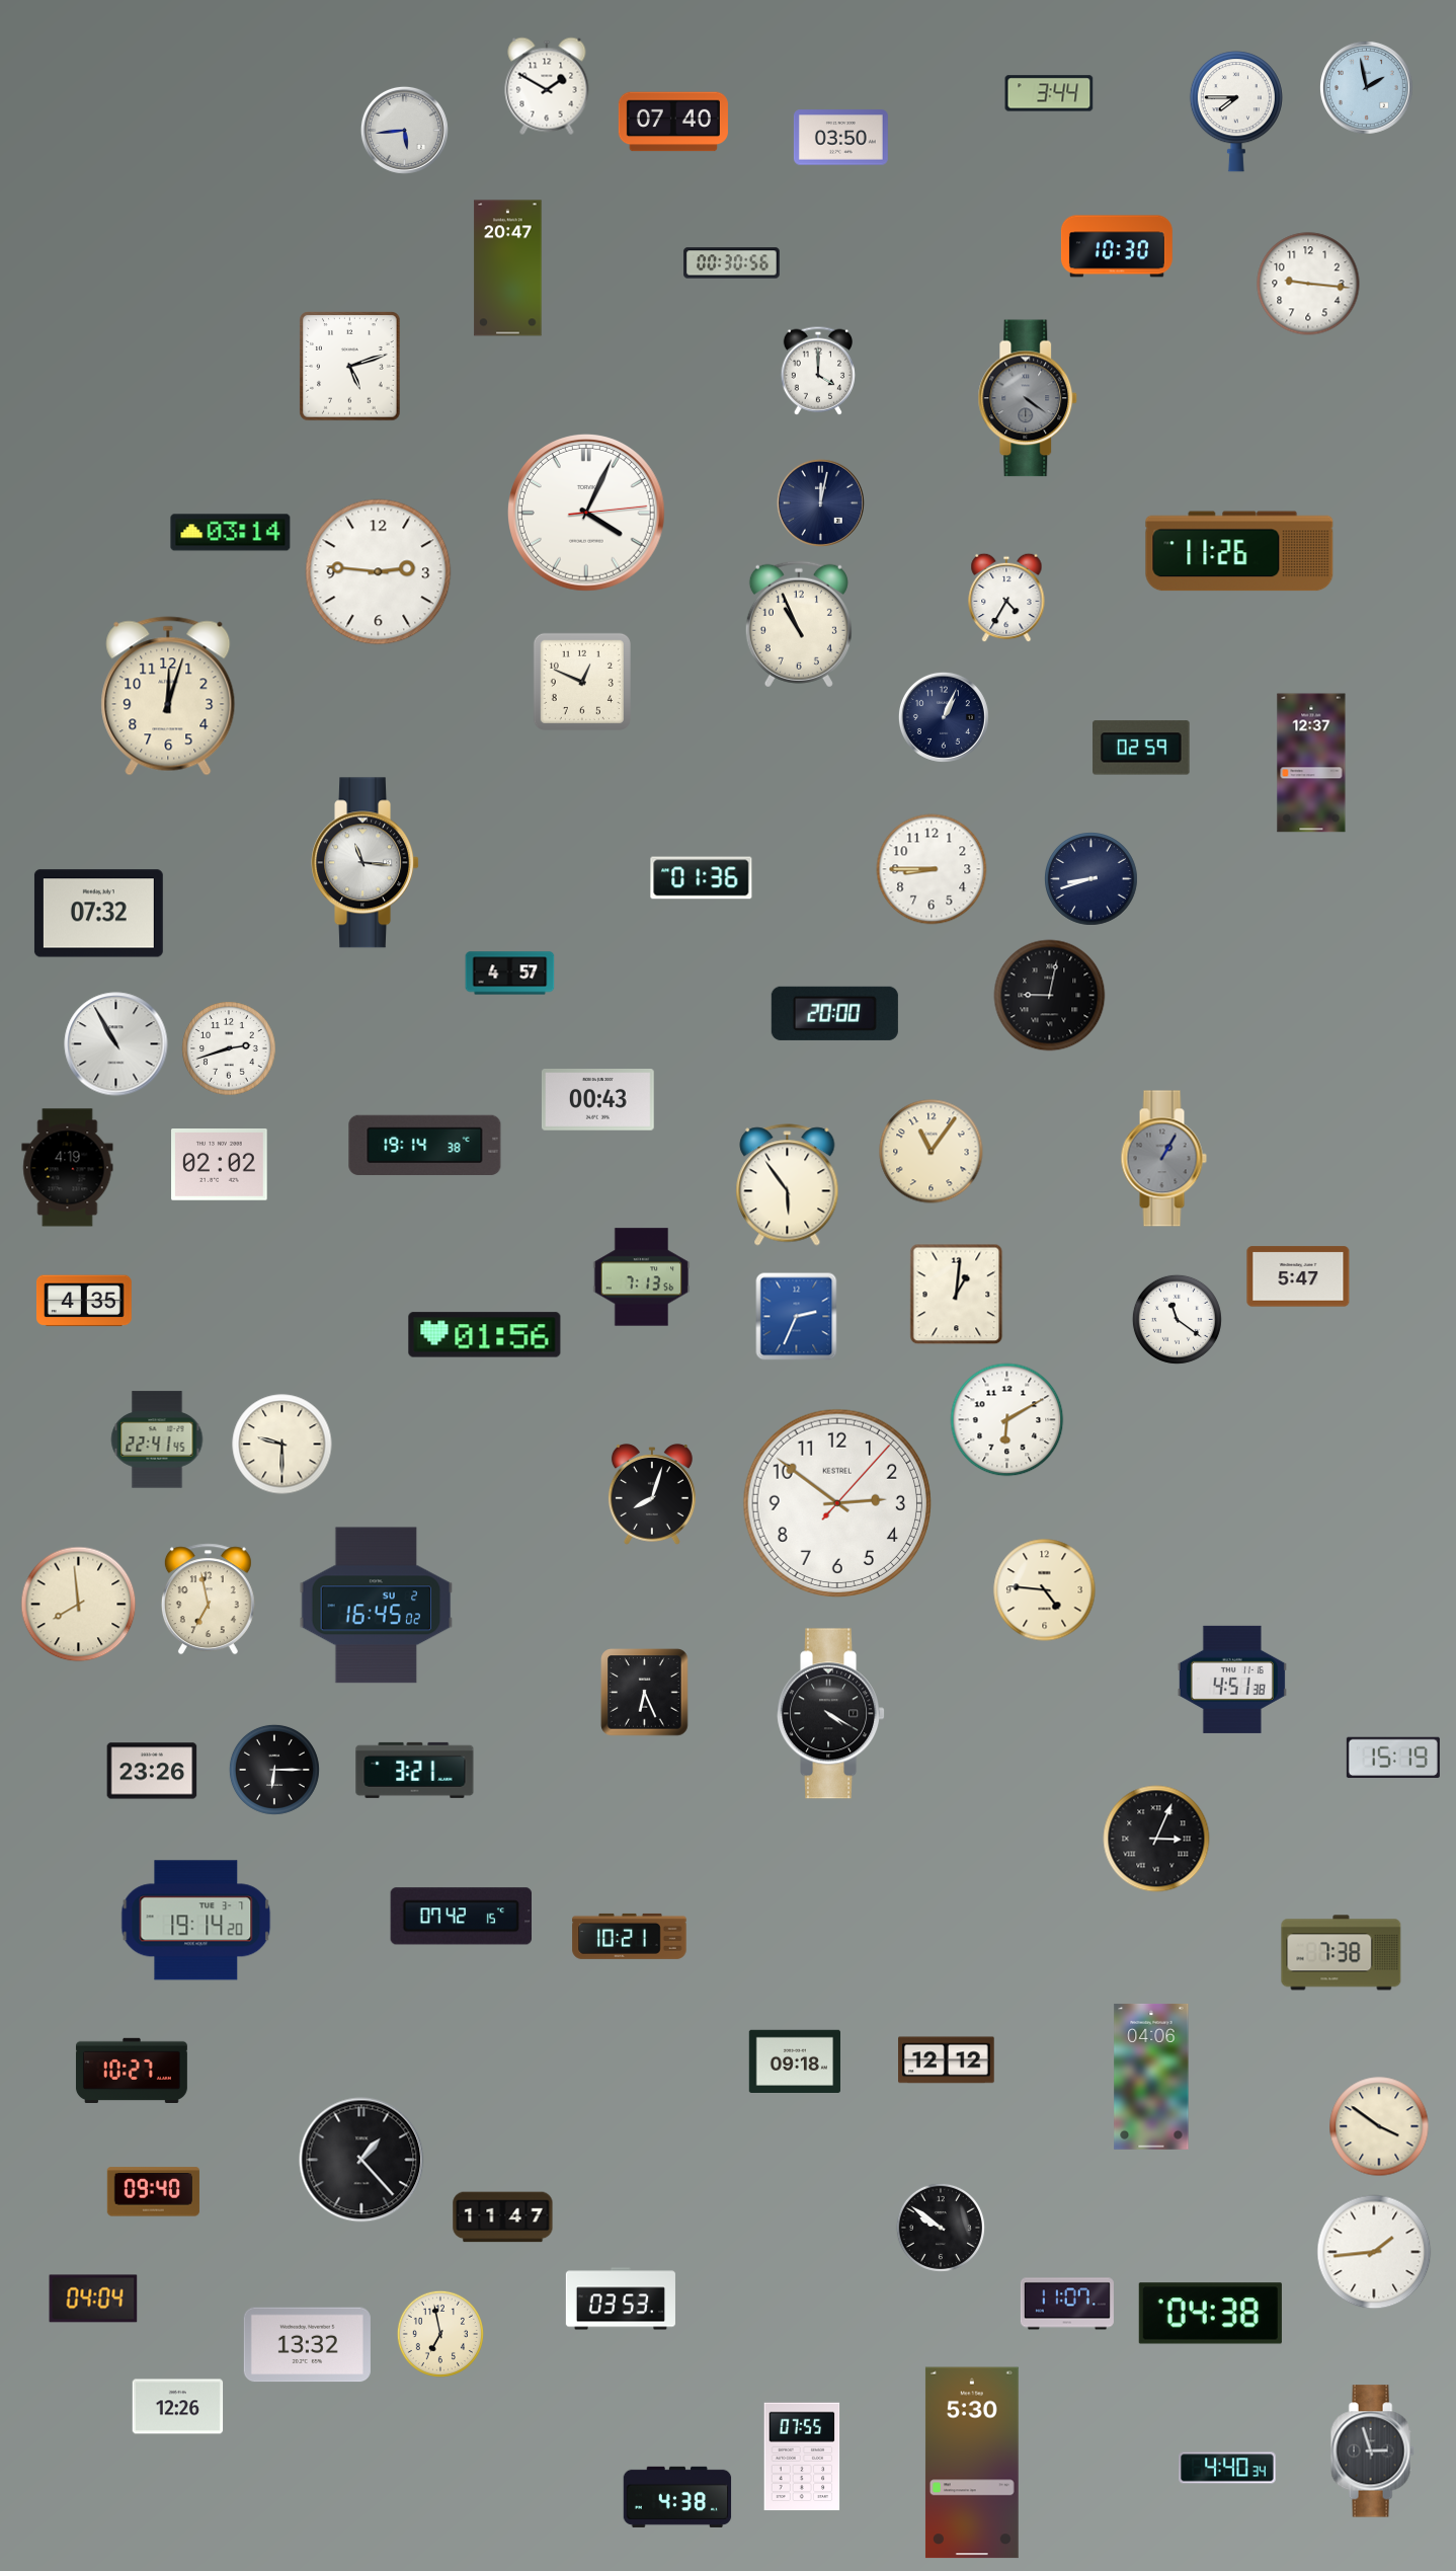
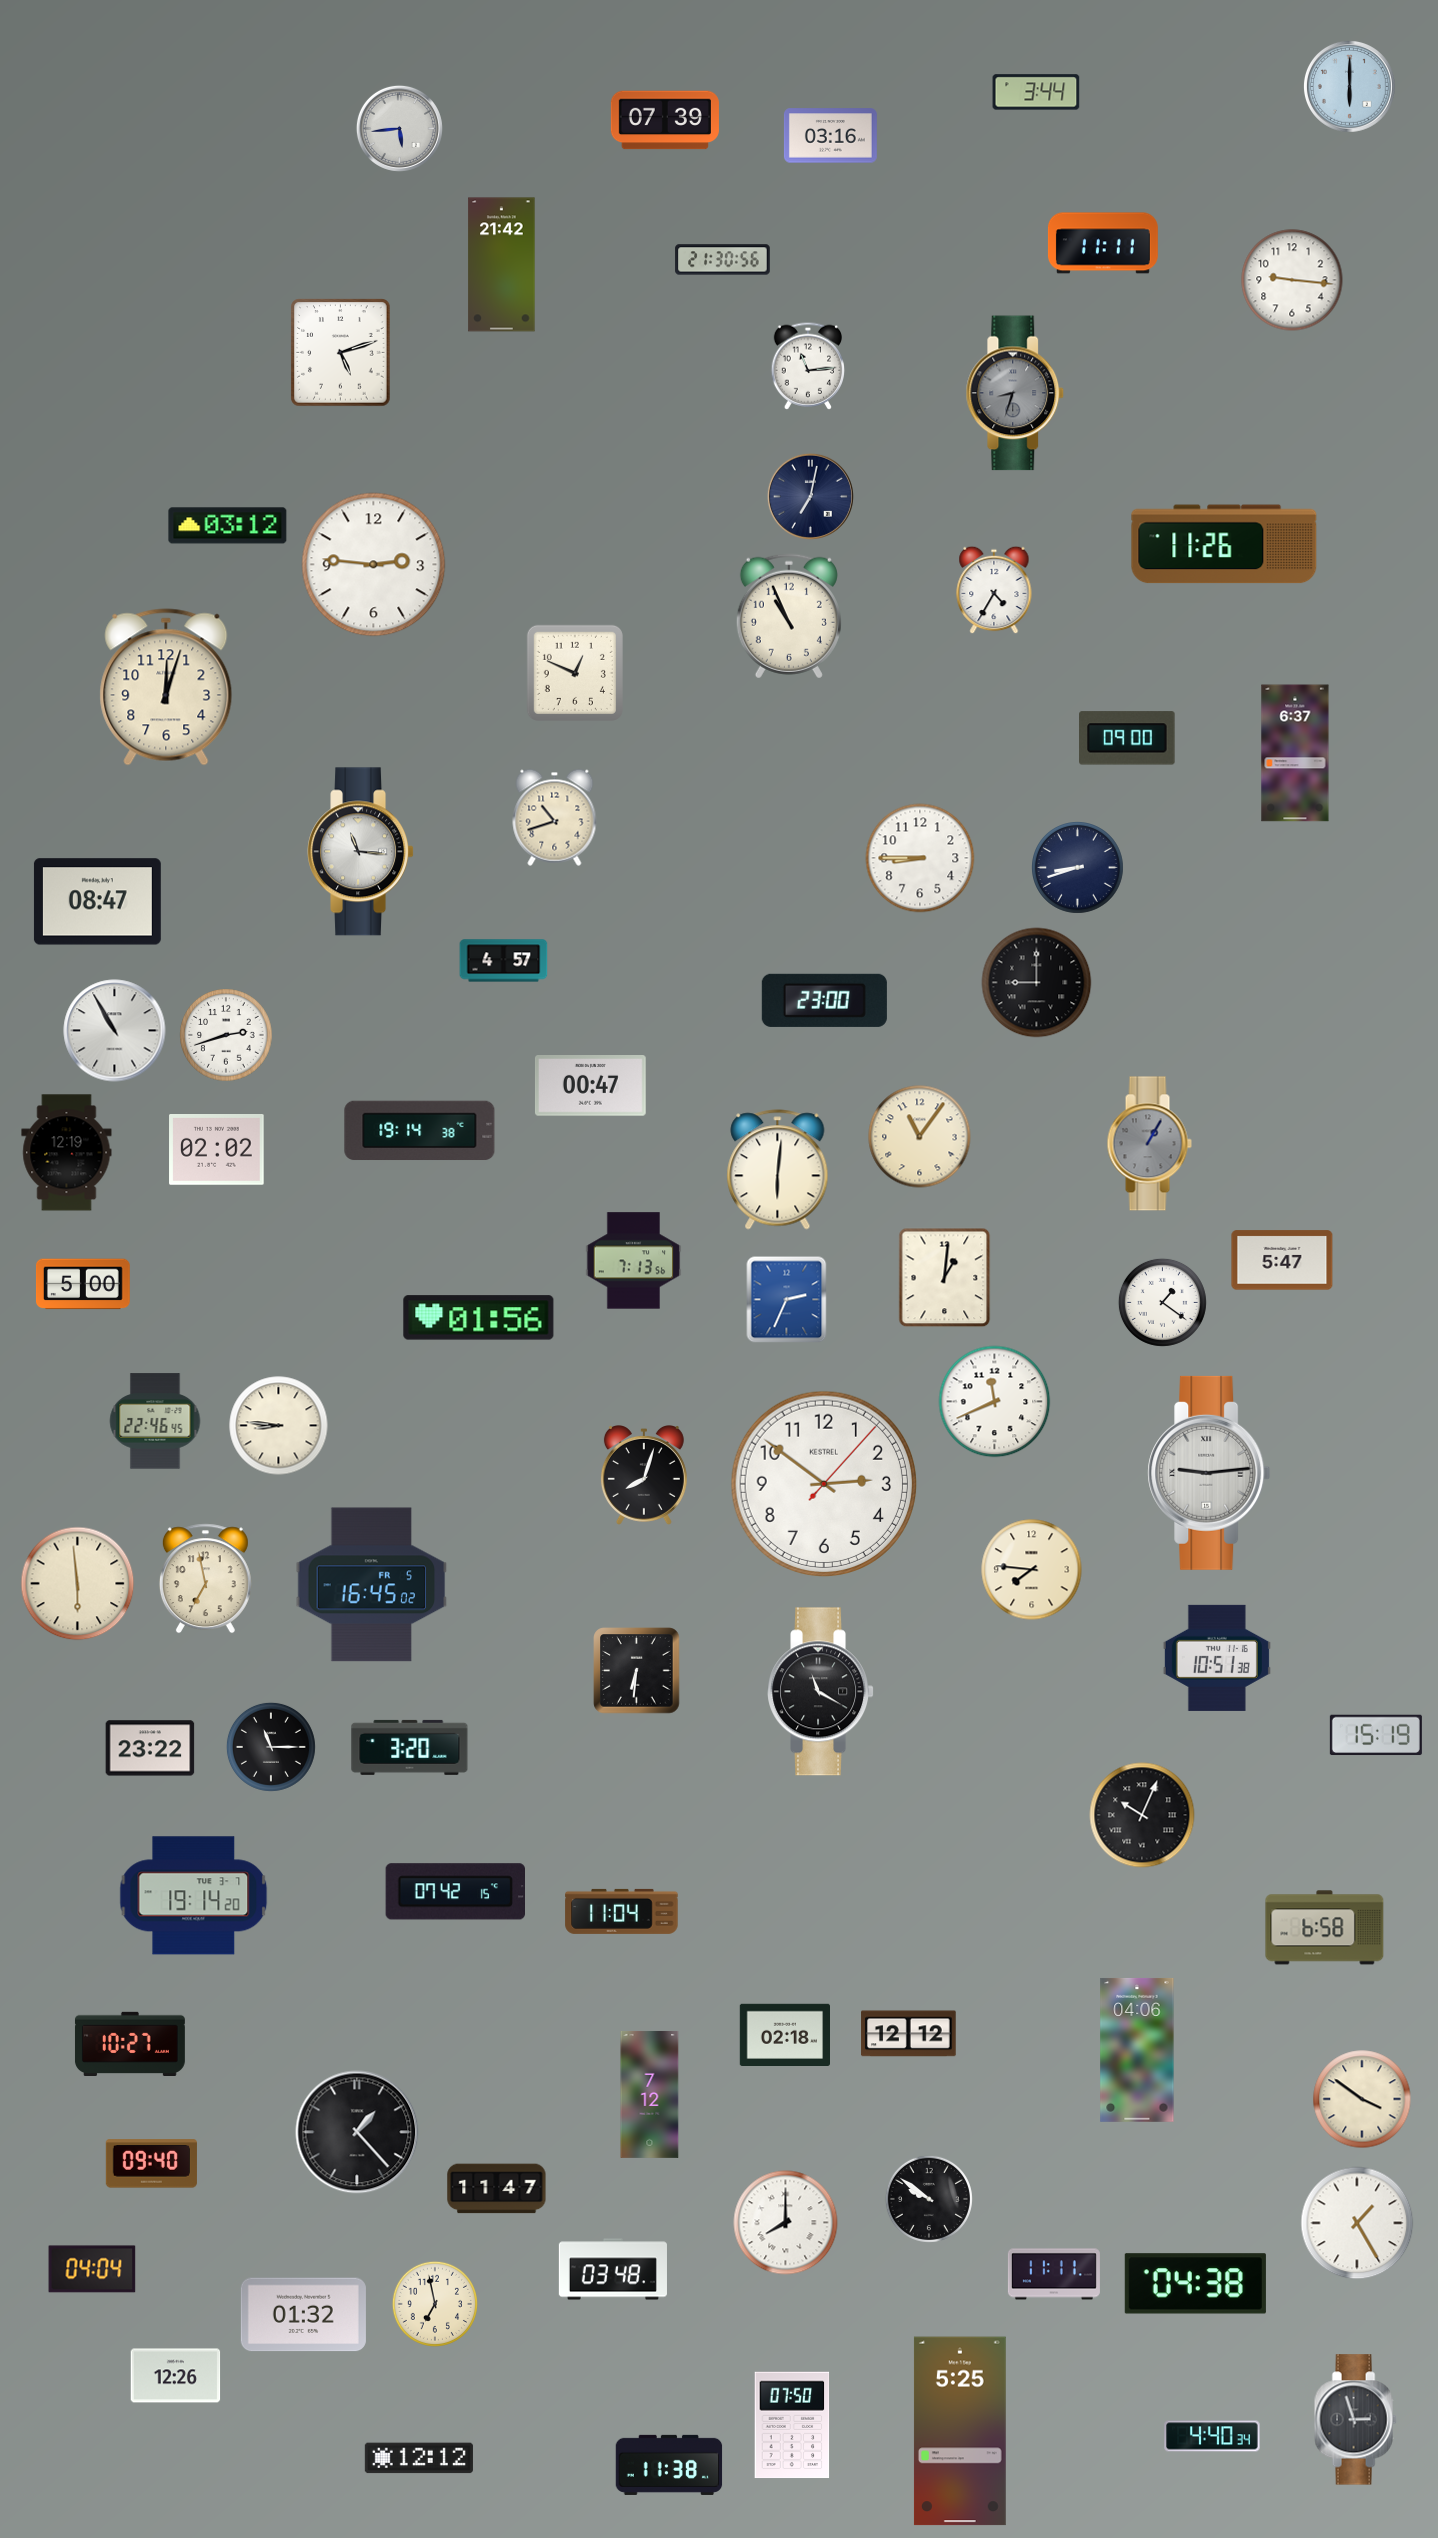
clock at (547, 86): 1:50 -> none
clock at (1366, 87): 1:58 -> 6:00
clock at (1236, 111): 7:45 -> none
clock at (673, 122): 07:40 -> 07:39
clock at (840, 138): 03:50 -> 03:16
clock at (1117, 246): 10:30 -> 11:11
clock at (732, 263): 00:30 -> 21:30
clock at (508, 268): 20:47 -> 21:42
clock at (350, 367) position: (350, 367) -> (341, 353)
clock at (818, 371): 4:00 -> 11:14
clock at (1028, 398): 4:21 -> 8:33
clock at (820, 502): 12:02 -> 7:02
clock at (587, 514): 4:04 -> none
clock at (231, 533): 03:14 -> 03:12
clock at (944, 717): 1:04 -> none
clock at (1141, 748): 02:59 -> 09:00
clock at (1311, 763): 12:37 -> 6:37
clock at (555, 817): none -> 10:42
clock at (702, 878): 01:36 -> none
clock at (98, 914): 07:32 -> 08:47
clock at (1050, 996): 9:02 -> 9:00
clock at (834, 1013): 20:00 -> 23:00
clock at (597, 1100): 00:43 -> 00:47
clock at (68, 1168): 4:19 -> 12:19
clock at (788, 1185): 5:54 -> 6:01
clock at (84, 1301): 4:35 -> 5:00
clock at (1177, 1319): 11:21 -> 1:21
clock at (1007, 1420): 6:10 -> 11:41
clock at (157, 1439): 22:41 -> 22:46
clock at (282, 1445): 9:30 -> 8:46
clock at (1209, 1473): none -> 9:14
clock at (837, 1503) position: (837, 1503) -> (824, 1484)
clock at (1045, 1590): 4:46 -> 7:46
clock at (79, 1605): 7:59 -> 5:59
clock at (377, 1606) date: SU 2 -> FR 5
clock at (1232, 1680): 4:51 -> 10:51
clock at (645, 1693): 6:26 -> 6:31
clock at (831, 1714): 4:20 -> 11:20
clock at (274, 1770): 6:15 -> 11:15
clock at (415, 1770): 3:21 -> 3:20
clock at (152, 1771): 23:26 -> 23:22
clock at (1156, 1839): 3:04 -> 10:04
clock at (630, 1936): 10:21 -> 11:04
clock at (1342, 1953): 7:38 -> 6:58
clock at (794, 2060): 09:18 -> 02:18
clock at (947, 2060) position: (947, 2060) -> (909, 2034)
clock at (650, 2094): none -> 7:12
clock at (786, 2223): none -> 8:00
clock at (1374, 2252): 1:44 -> 1:25
clock at (621, 2299): 03:53 -> 03:48
clock at (1067, 2304): 11:07 -> 11:11
clock at (307, 2345): 13:32 -> 01:32
clock at (802, 2457): 07:55 -> 07:50
clock at (972, 2463): 5:30 -> 5:25
clock at (419, 2458): none -> 12:12
clock at (677, 2497): 4:38 -> 11:38
